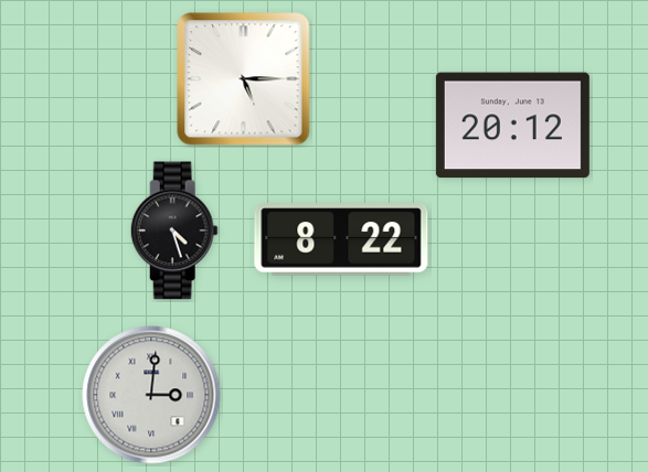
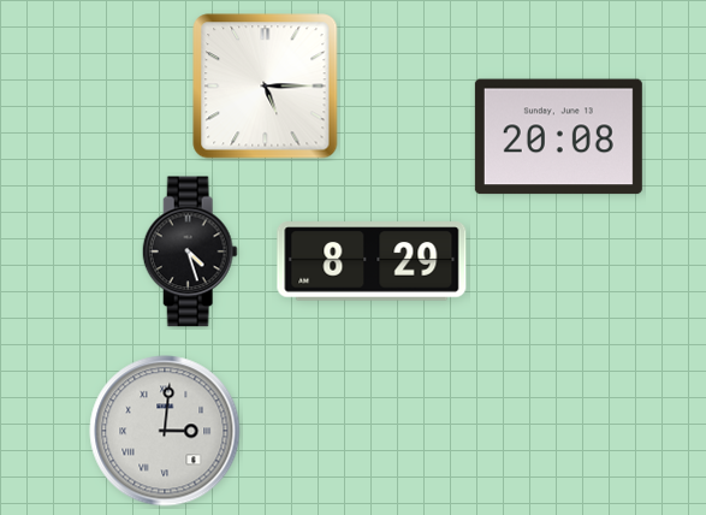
clock at (512, 126): 20:12 -> 20:08
clock at (341, 239): 8:22 -> 8:29
